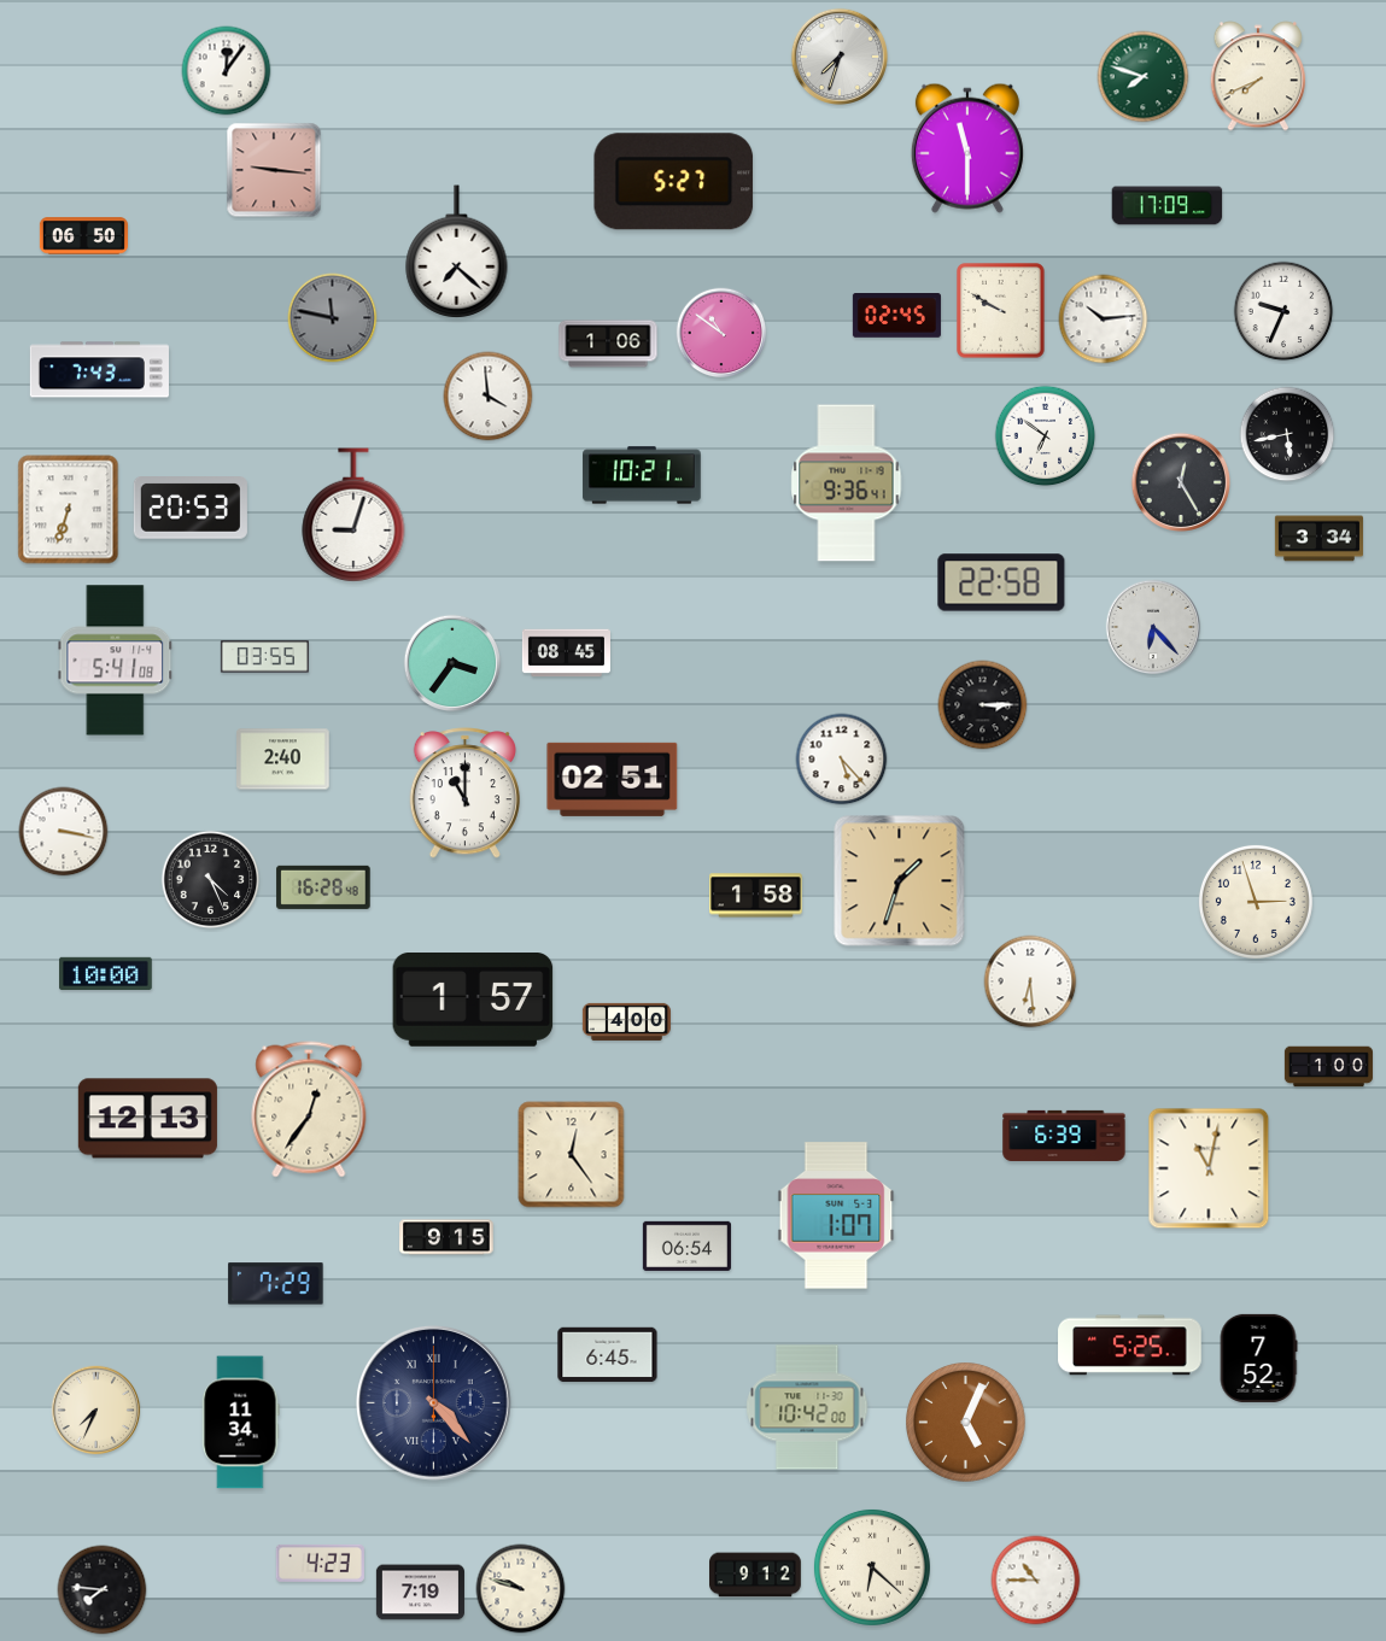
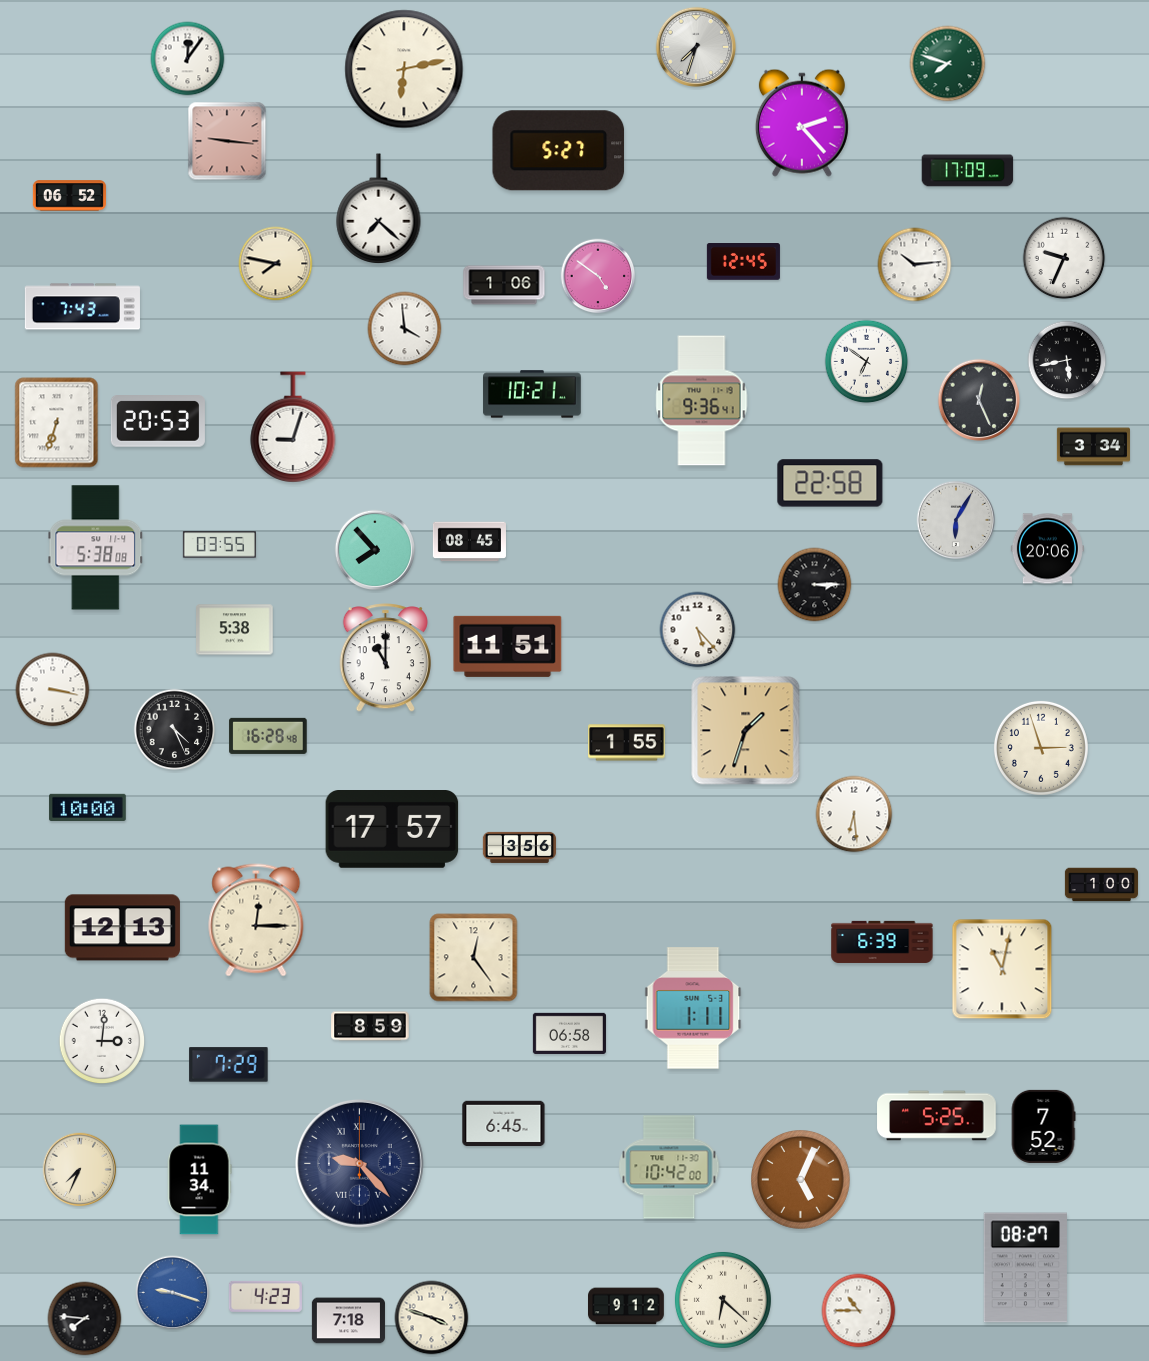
clock at (1258, 76): 7:41 -> none
clock at (404, 69): none -> 6:13
clock at (967, 148): 11:30 -> 2:23
clock at (83, 236): 06:50 -> 06:52
clock at (1001, 311): 9:50 -> none
clock at (896, 316): 02:45 -> 12:45
clock at (333, 318): 11:47 -> 7:47
clock at (333, 318) dial: grey -> cream
clock at (721, 333): 10:51 -> 4:51
clock at (1180, 481): 12:25 -> 12:26
clock at (1153, 627): 6:23 -> 6:05
clock at (116, 661): 5:41 -> 5:38
clock at (1047, 549): none -> 20:06
clock at (452, 663): 3:36 -> 7:53
clock at (283, 760): 2:40 -> 5:38
clock at (613, 779): 02:51 -> 11:51
clock at (756, 896): 1:58 -> 1:55
clock at (473, 1001): 1:57 -> 17:57
clock at (626, 1021): 4:00 -> 3:56
clock at (309, 1109): 12:36 -> 12:15
clock at (836, 1215): 1:07 -> 1:11
clock at (446, 1237): 9:15 -> 8:59
clock at (686, 1246): 06:54 -> 06:58
clock at (102, 1041): none -> 3:01
clock at (434, 1403): 4:23 -> 9:23
clock at (1025, 1268): none -> 08:27
clock at (173, 1293): none -> 9:18
clock at (521, 1589): 9:48 -> 3:48
clock at (420, 1593): 7:19 -> 7:18
